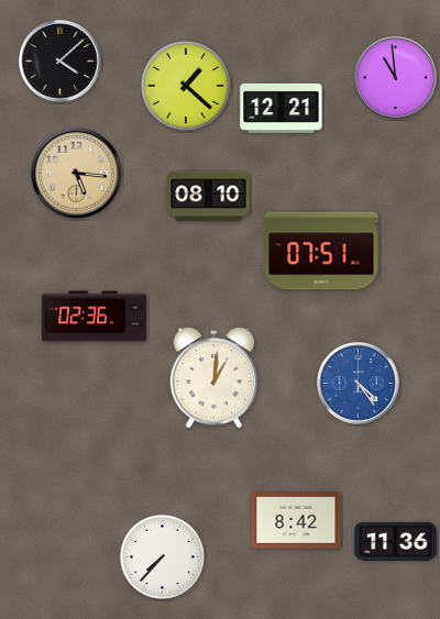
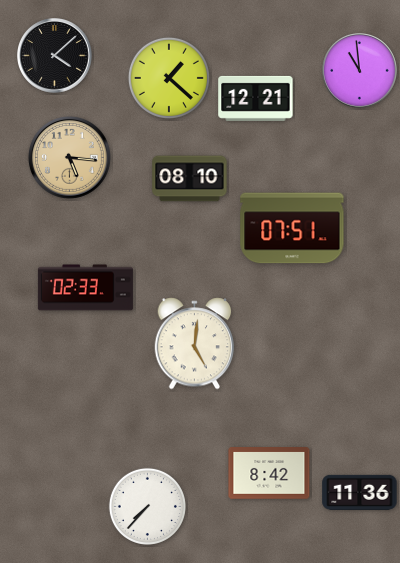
clock at (94, 317): 02:36 -> 02:33
clock at (215, 378): 1:01 -> 5:01
clock at (359, 384): 4:24 -> none
